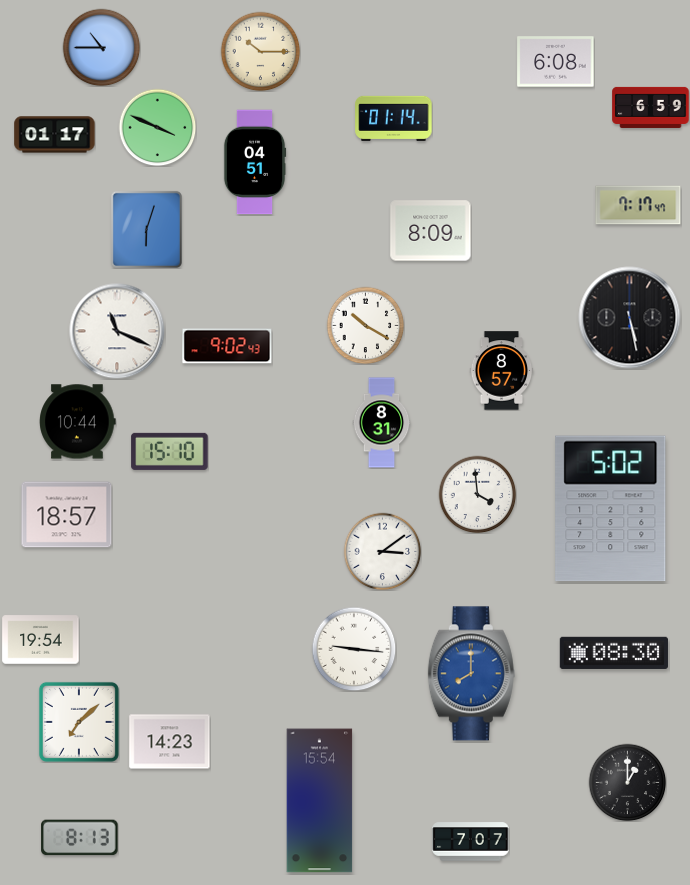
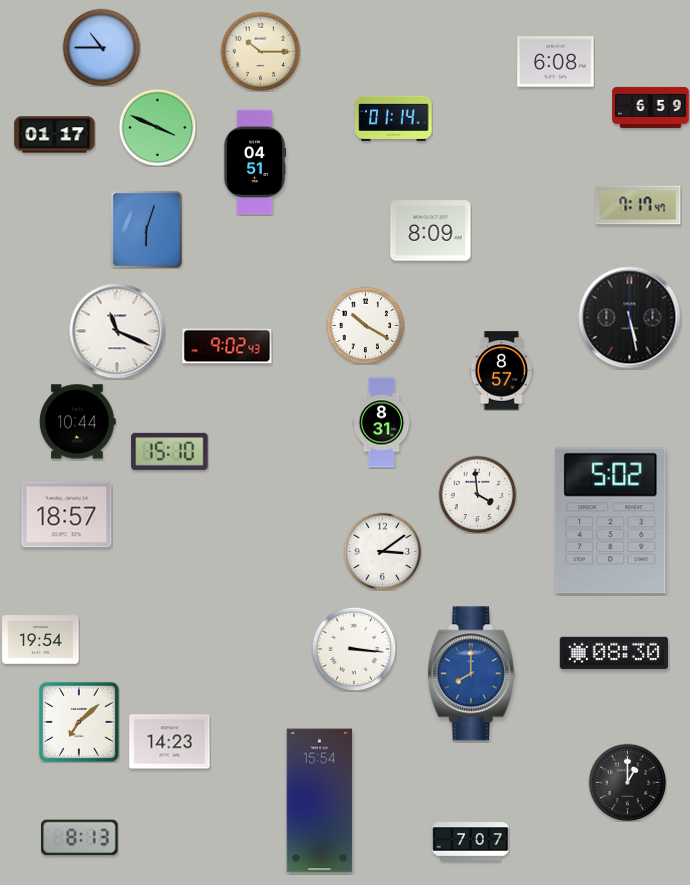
clock at (611, 509) position: (611, 509) -> (611, 521)
clock at (354, 649): 9:16 -> 3:16
